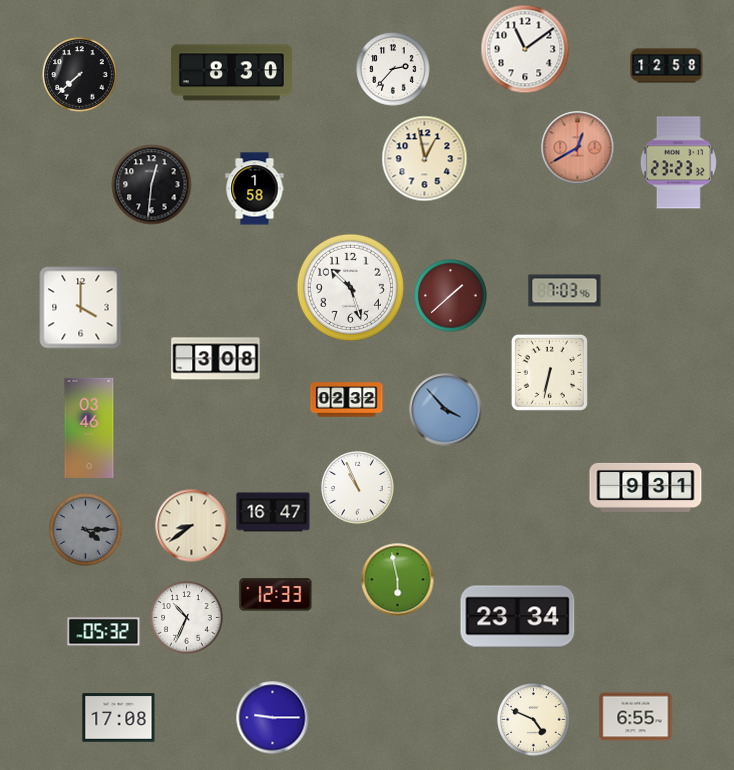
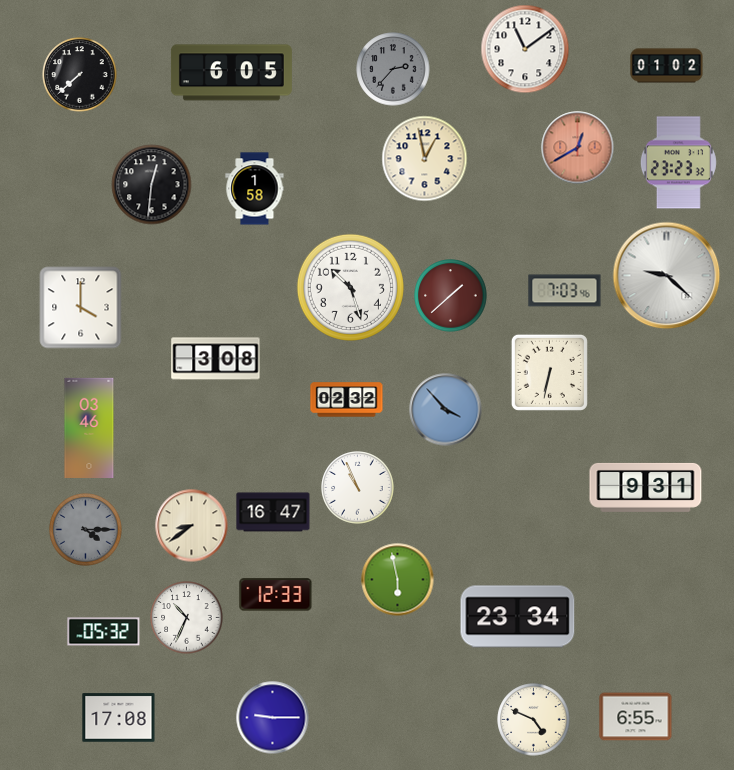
clock at (667, 66): 12:58 -> 01:02
clock at (393, 69) dial: white -> grey
clock at (231, 73): 8:30 -> 6:05
clock at (667, 276): none -> 9:22
